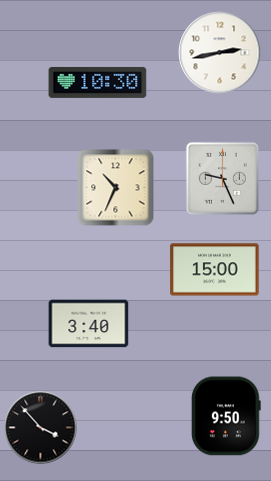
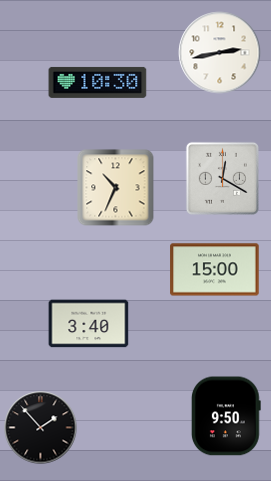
clock at (222, 178): 9:26 -> 12:20
clock at (41, 428): 3:53 -> 1:53
